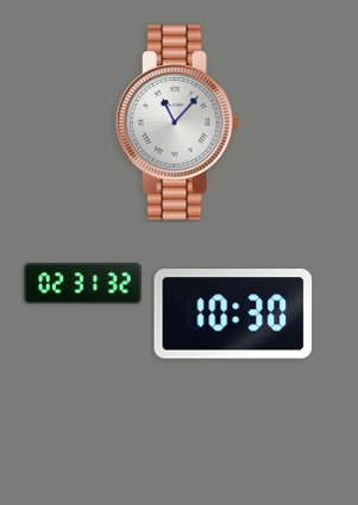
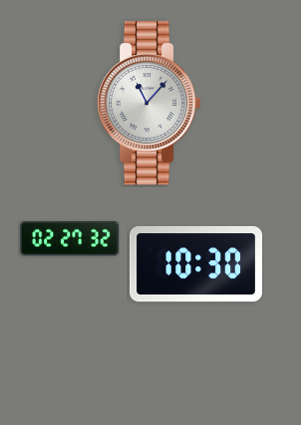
clock at (83, 284): 02:31 -> 02:27
